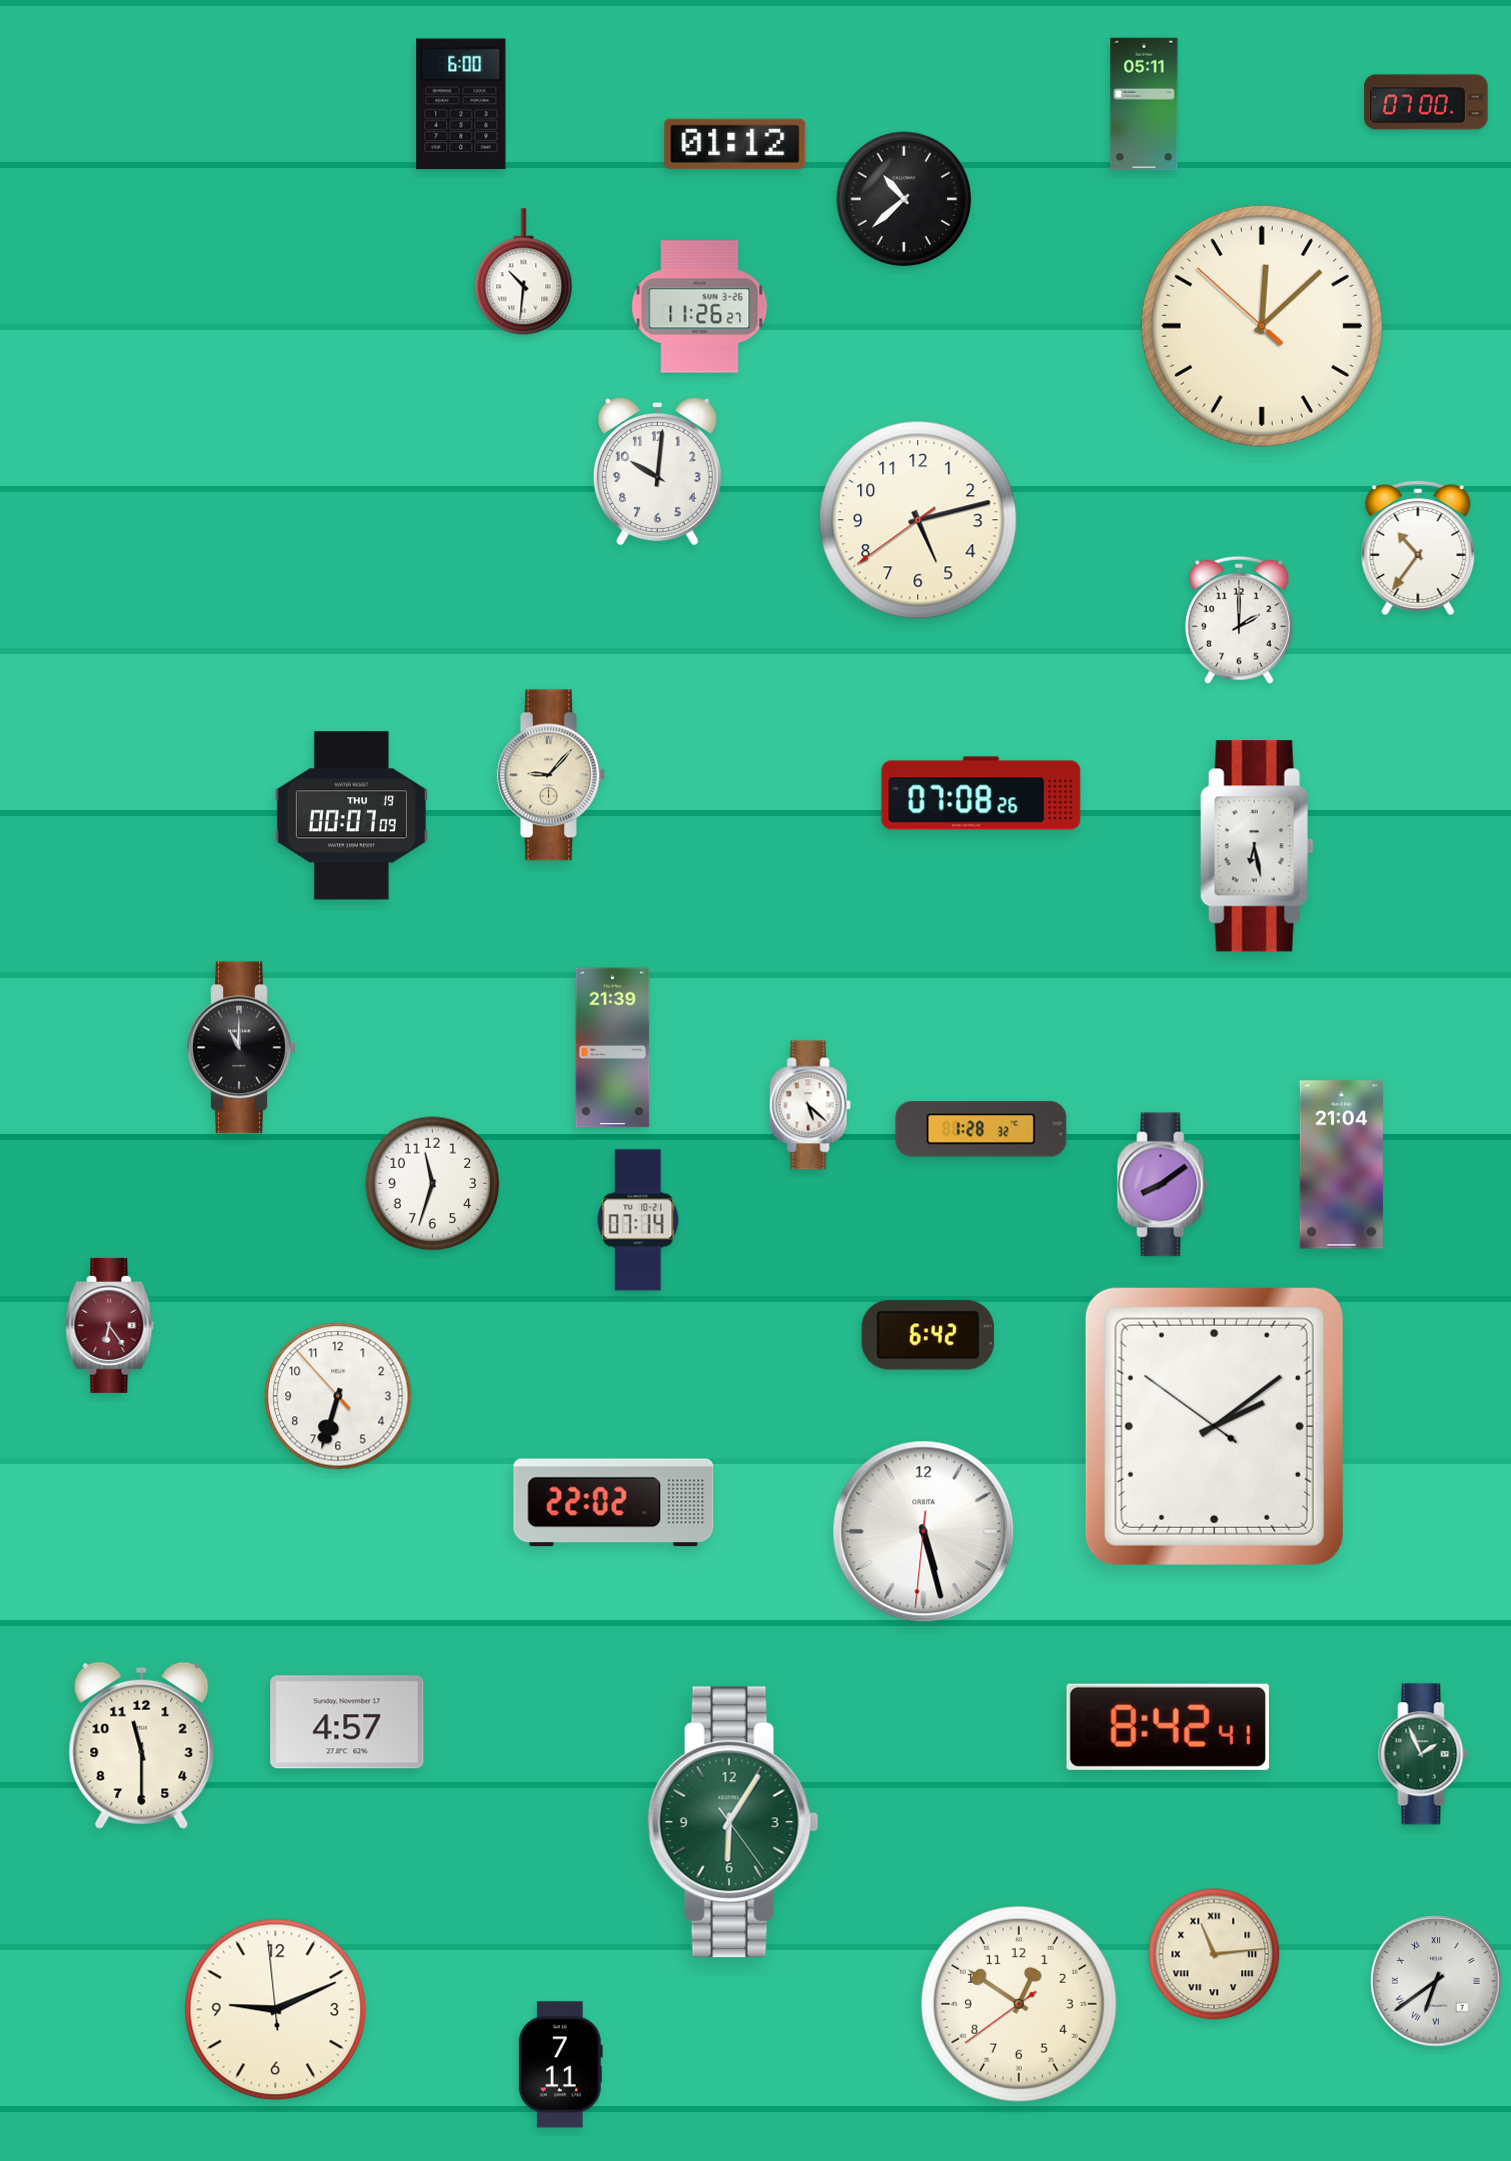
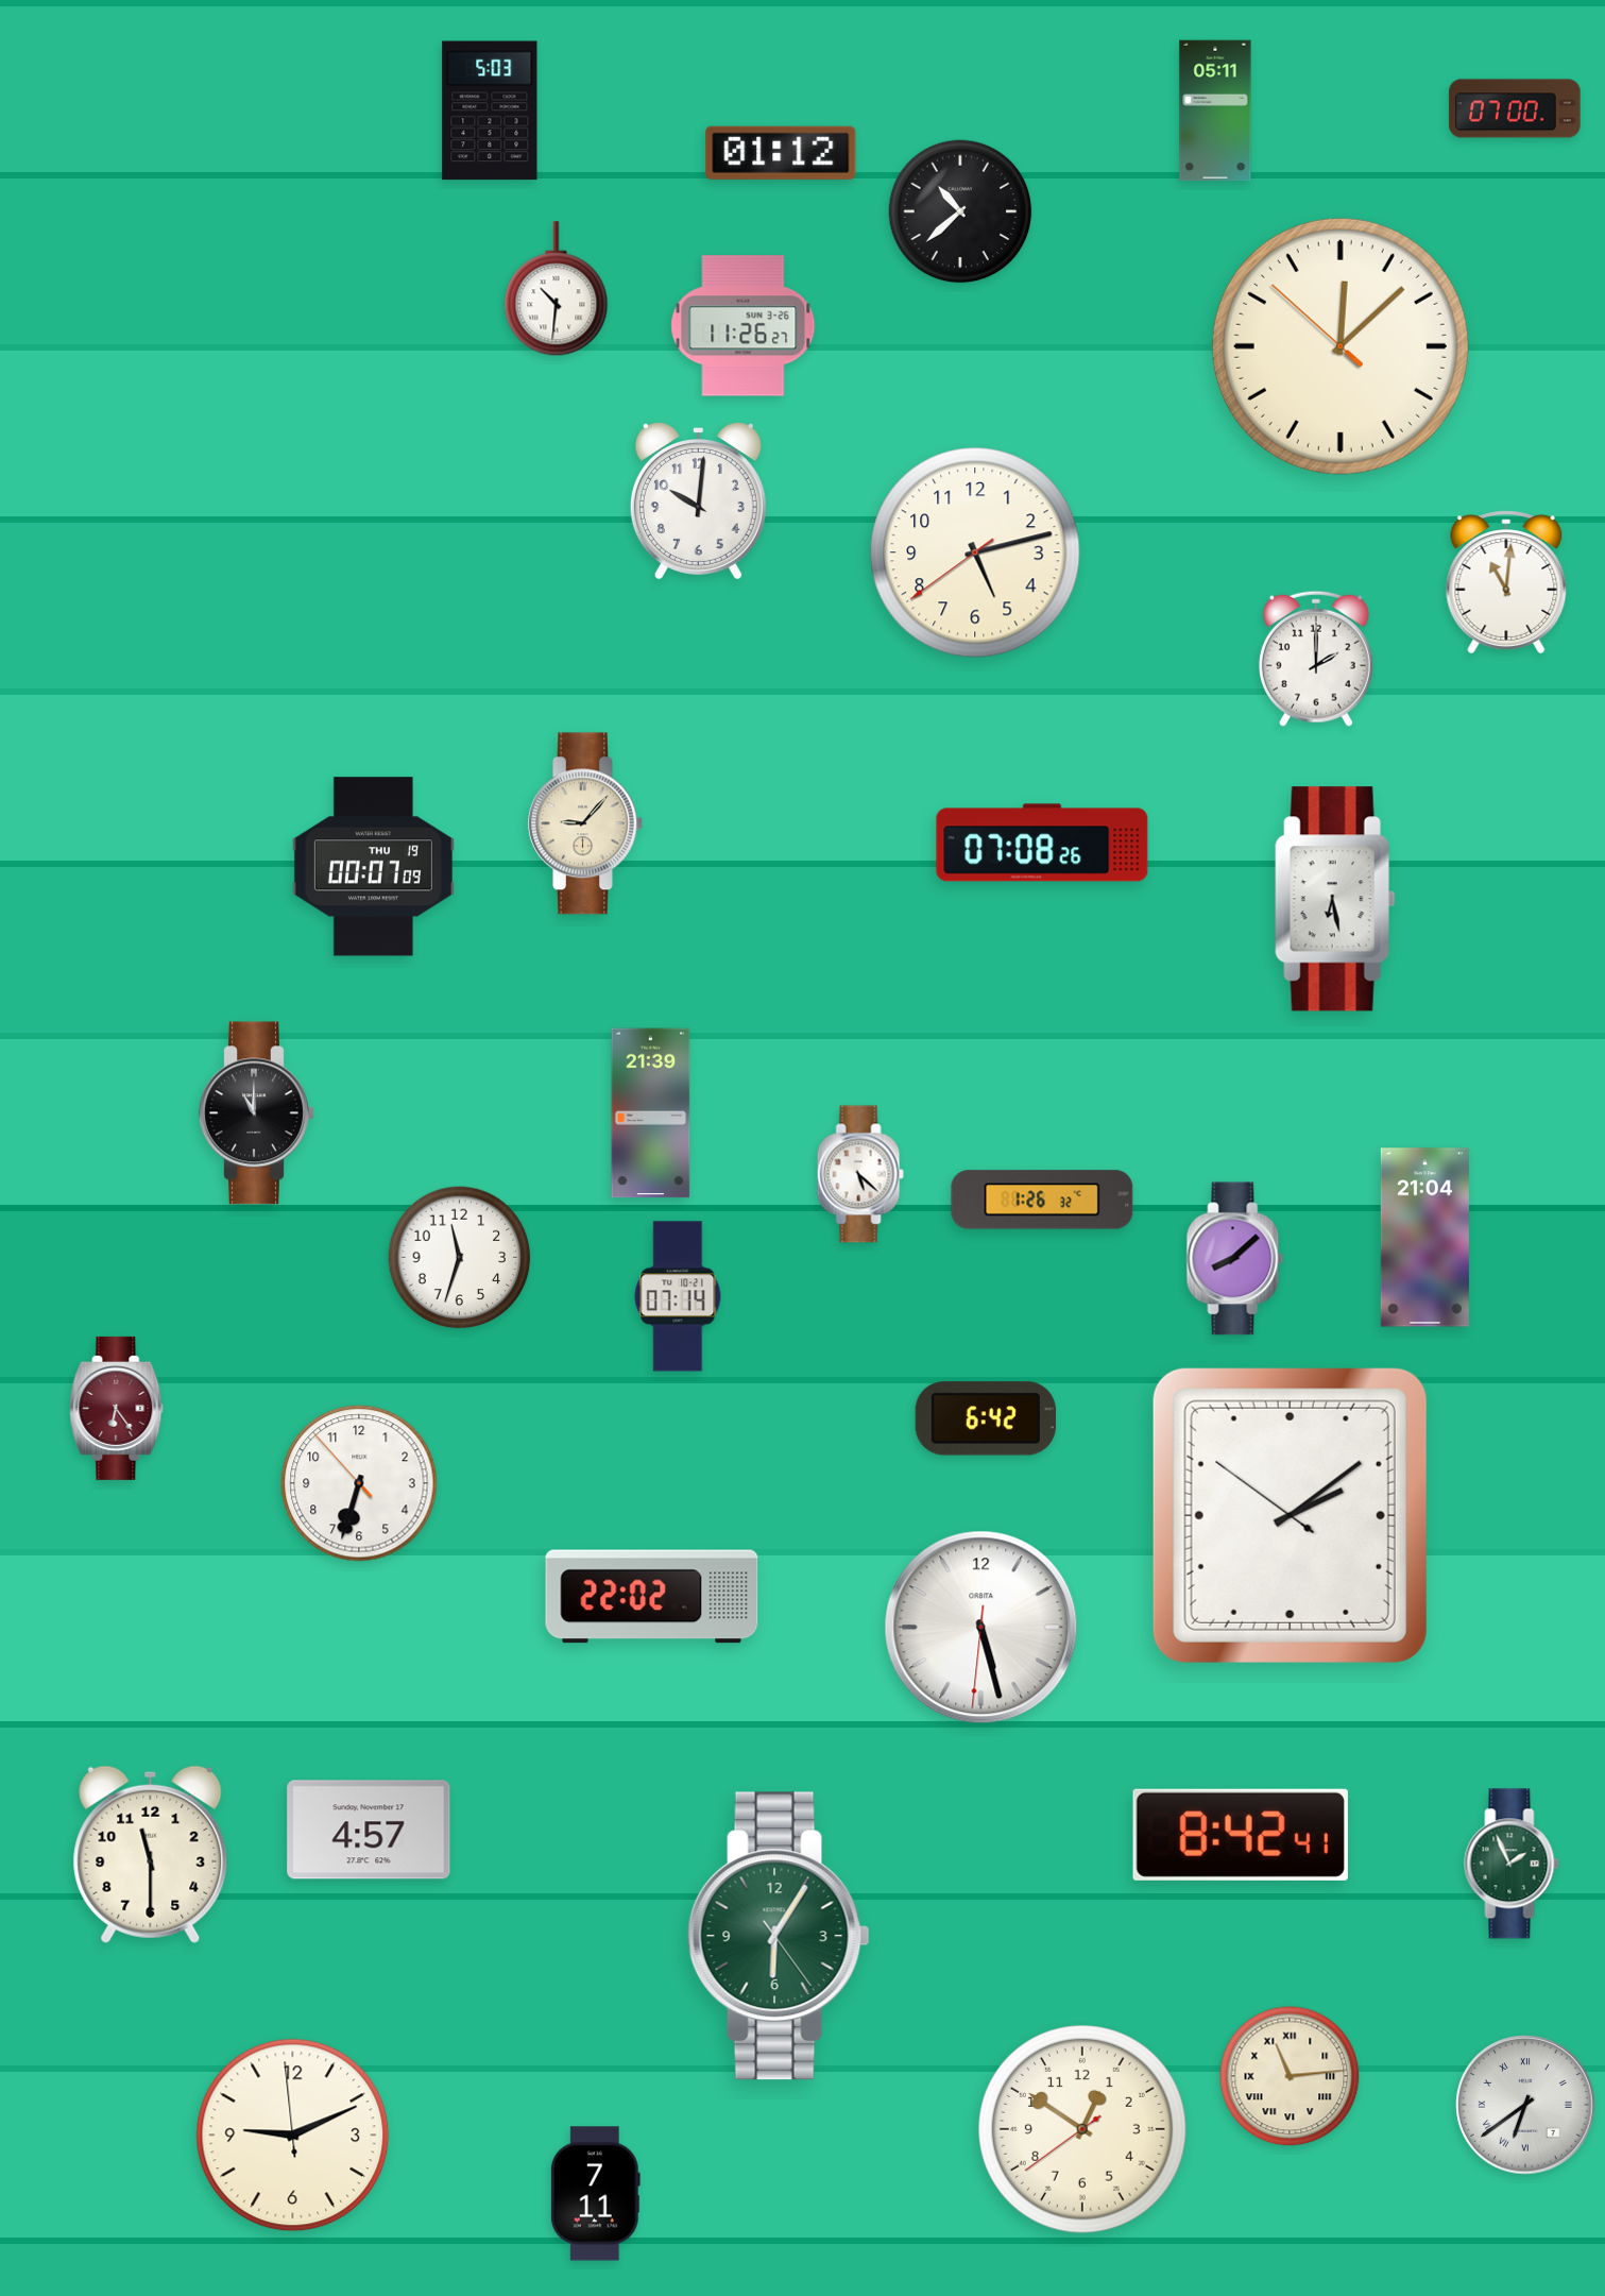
clock at (461, 104): 6:00 -> 5:03
clock at (1418, 548): 10:36 -> 11:01
clock at (981, 1129): 1:28 -> 1:26
clock at (1163, 1185): 8:09 -> 8:08
